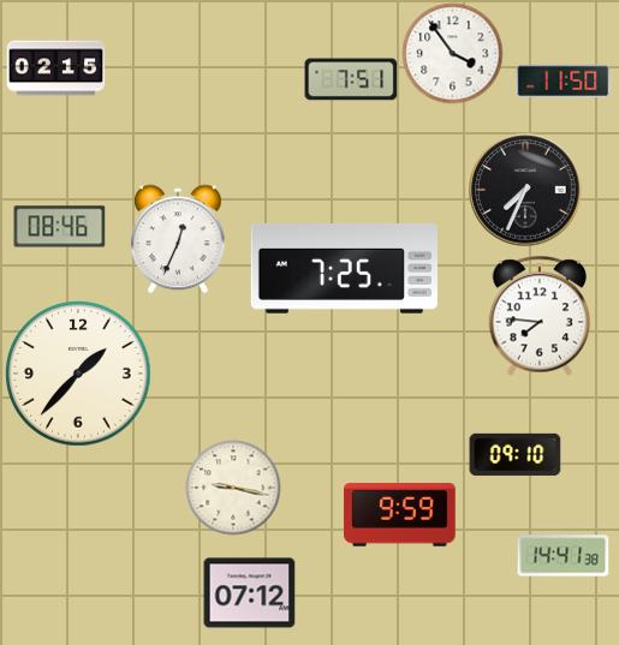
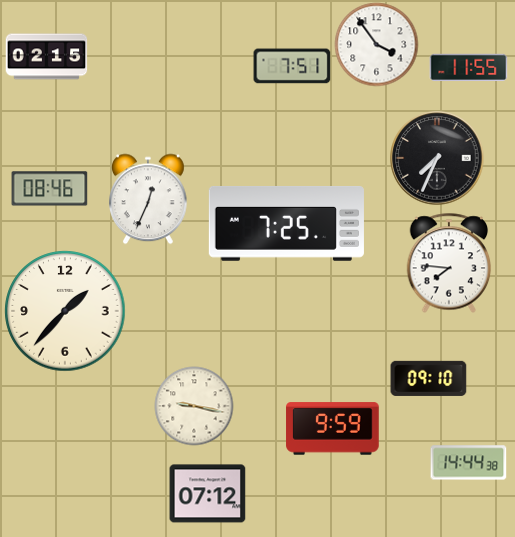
clock at (564, 82): 11:50 -> 11:55
clock at (564, 556): 14:41 -> 14:44
